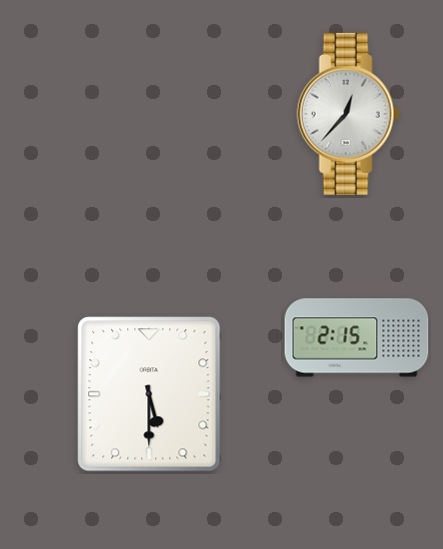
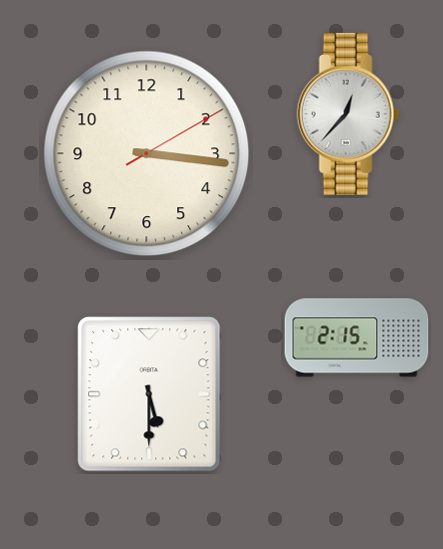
clock at (147, 154): none -> 3:16
